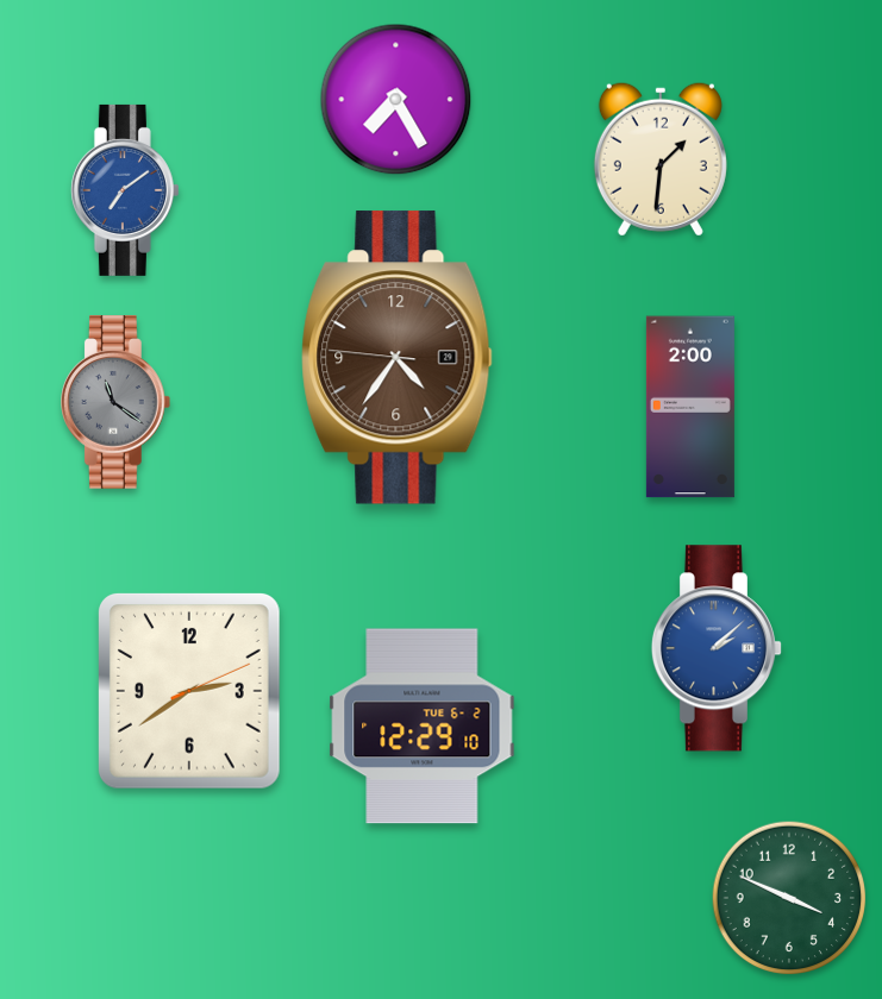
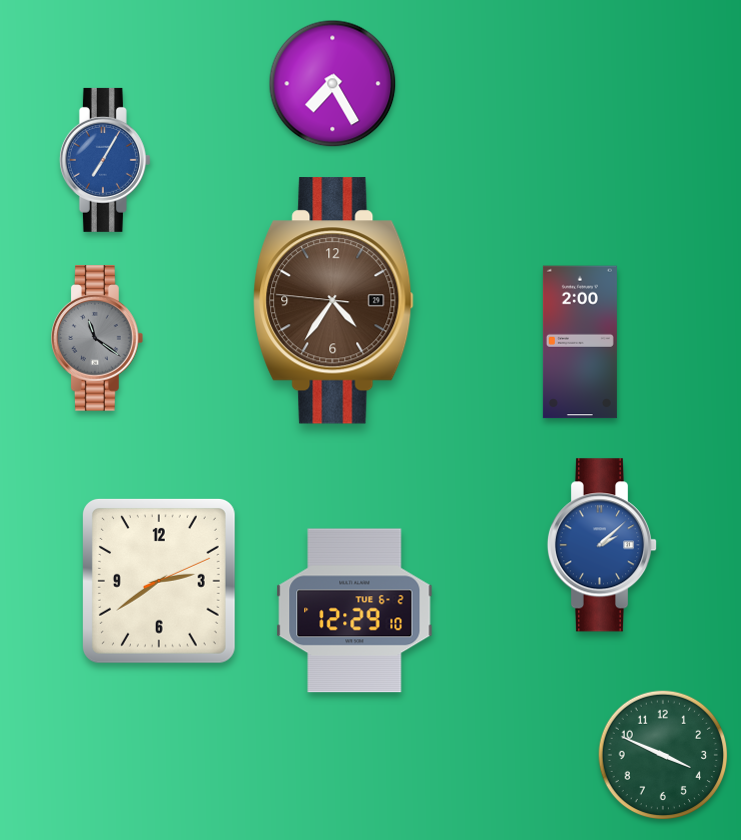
clock at (661, 159): 1:31 -> none
clock at (125, 190): 7:09 -> 7:05
